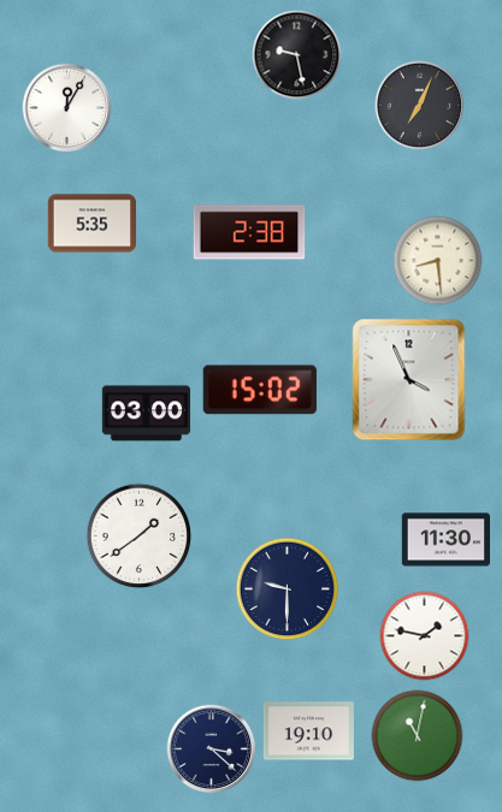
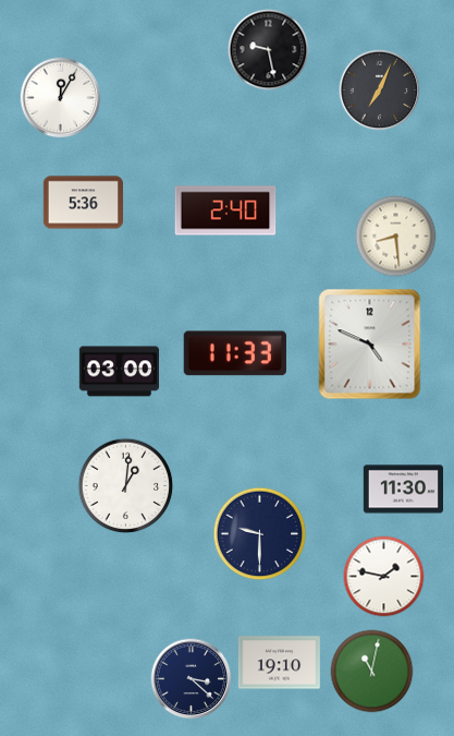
clock at (420, 106) position: (420, 106) -> (380, 91)
clock at (91, 224): 5:35 -> 5:36
clock at (249, 232): 2:38 -> 2:40
clock at (409, 380): 3:56 -> 4:49
clock at (260, 390): 15:02 -> 11:33
clock at (147, 414) position: (147, 414) -> (120, 372)
clock at (140, 537): 1:39 -> 1:01
clock at (418, 736) position: (418, 736) -> (372, 672)
